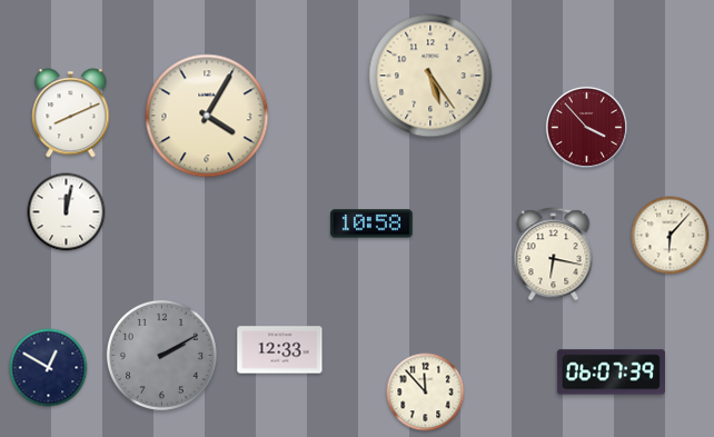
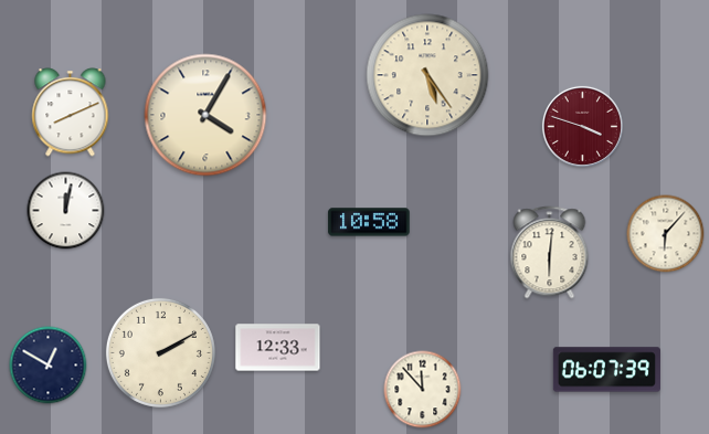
clock at (586, 127): 3:53 -> 3:48
clock at (554, 255): 6:17 -> 6:01
clock at (161, 355) dial: grey -> cream
